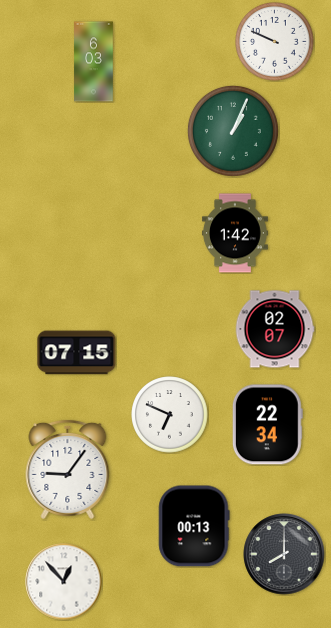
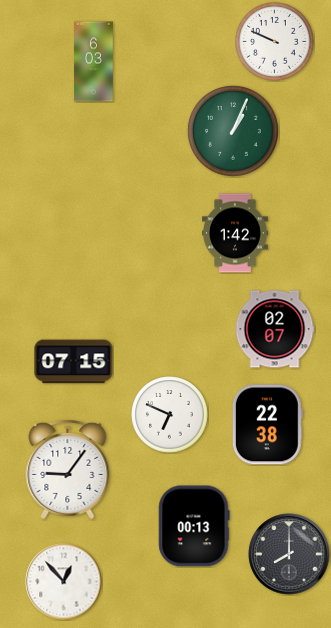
clock at (77, 353) position: (77, 353) -> (74, 362)
clock at (267, 425): 22:34 -> 22:38
clock at (284, 554) position: (284, 554) -> (289, 554)
